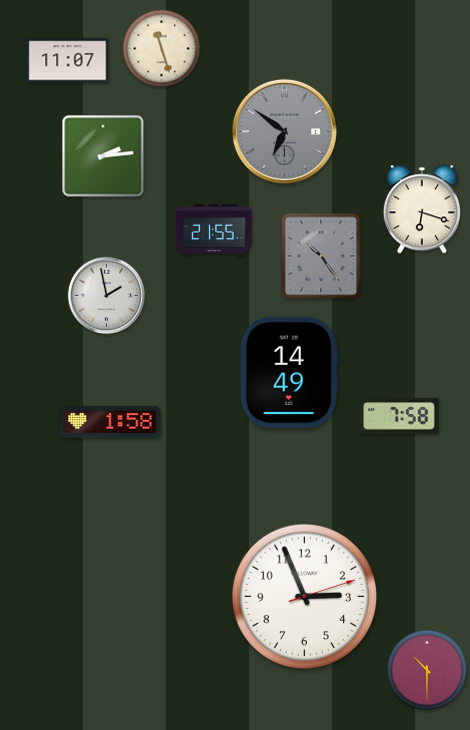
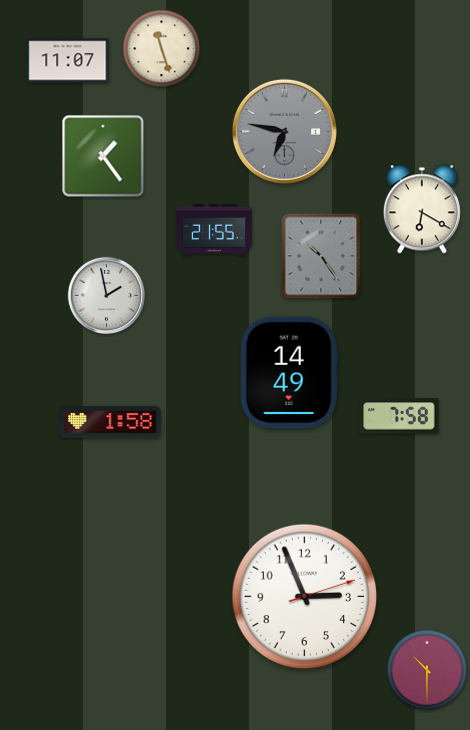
clock at (284, 131): 6:51 -> 6:47
clock at (103, 156): 2:14 -> 1:24
clock at (422, 209): 6:18 -> 6:20
